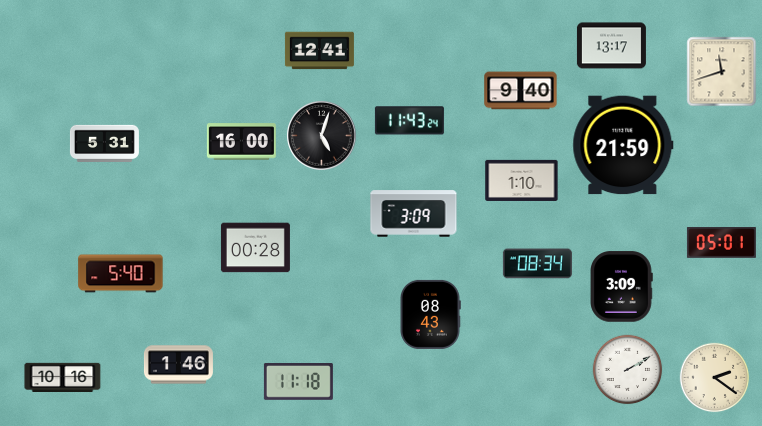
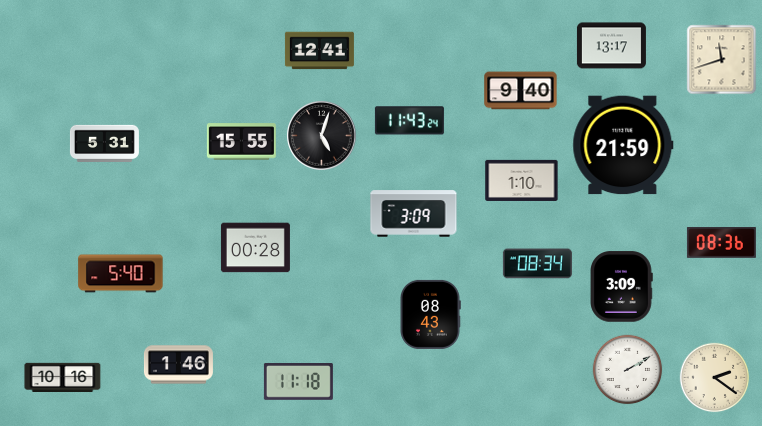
clock at (722, 72) position: (722, 72) -> (722, 60)
clock at (241, 142): 16:00 -> 15:55
clock at (721, 243): 05:01 -> 08:36
